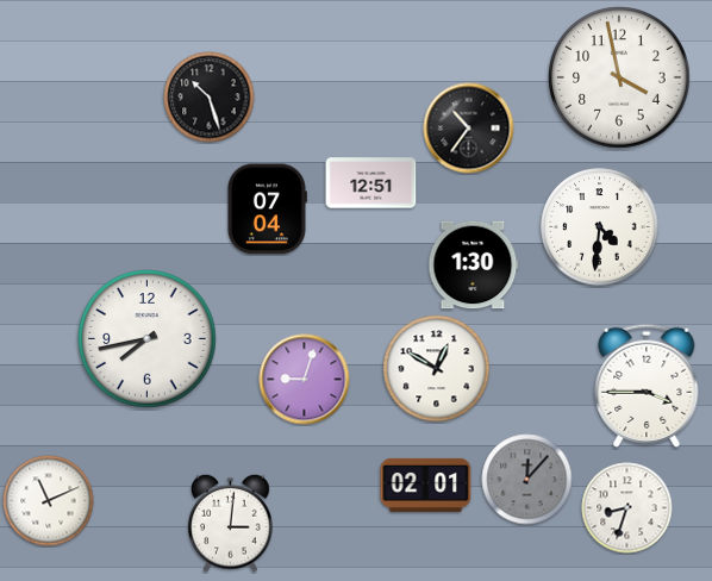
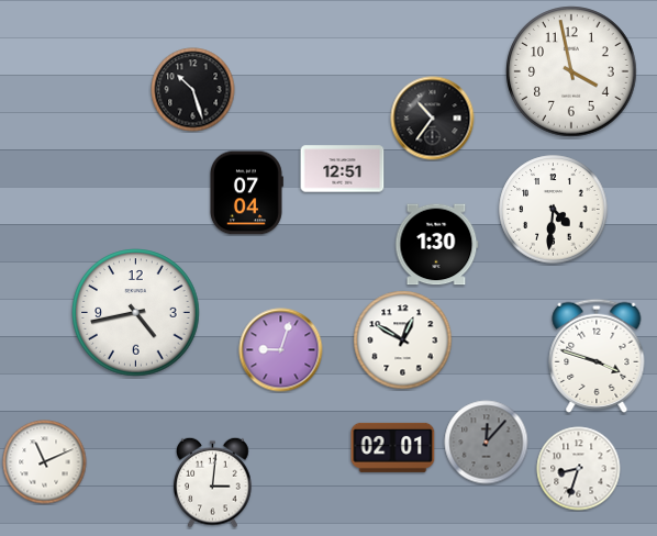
clock at (148, 339): 7:43 -> 4:43
clock at (647, 386): 3:45 -> 3:48
